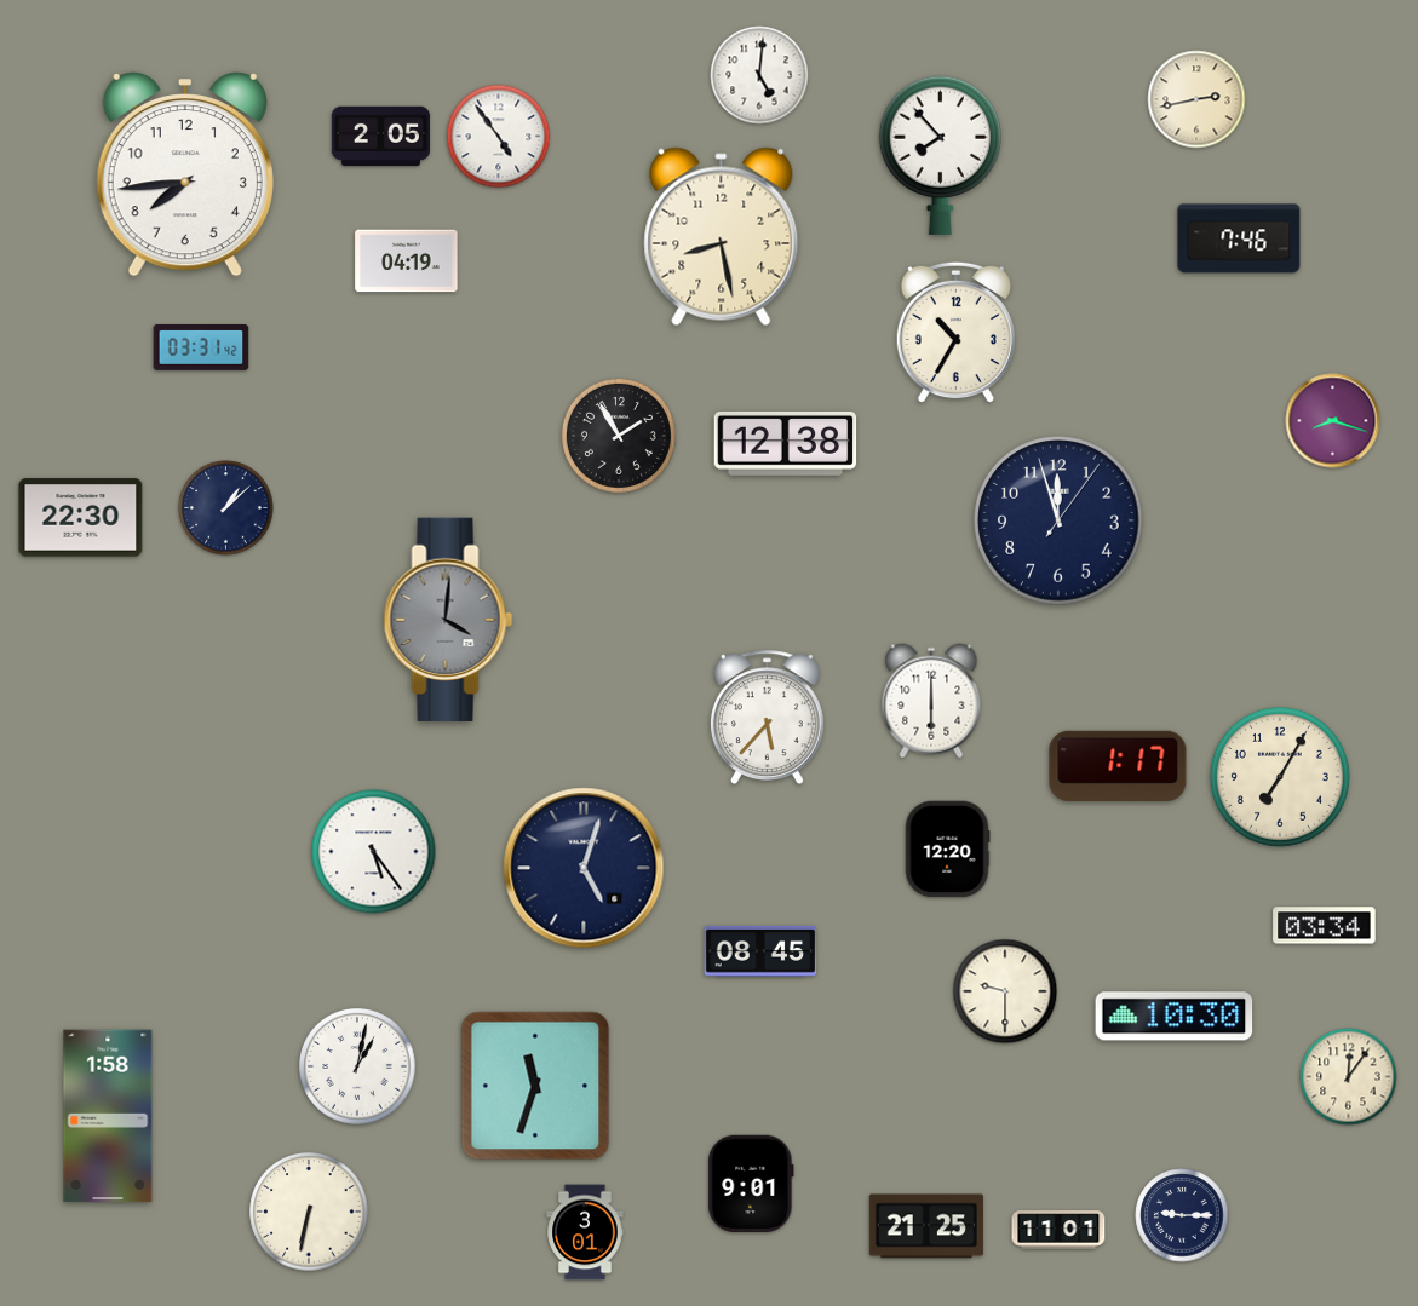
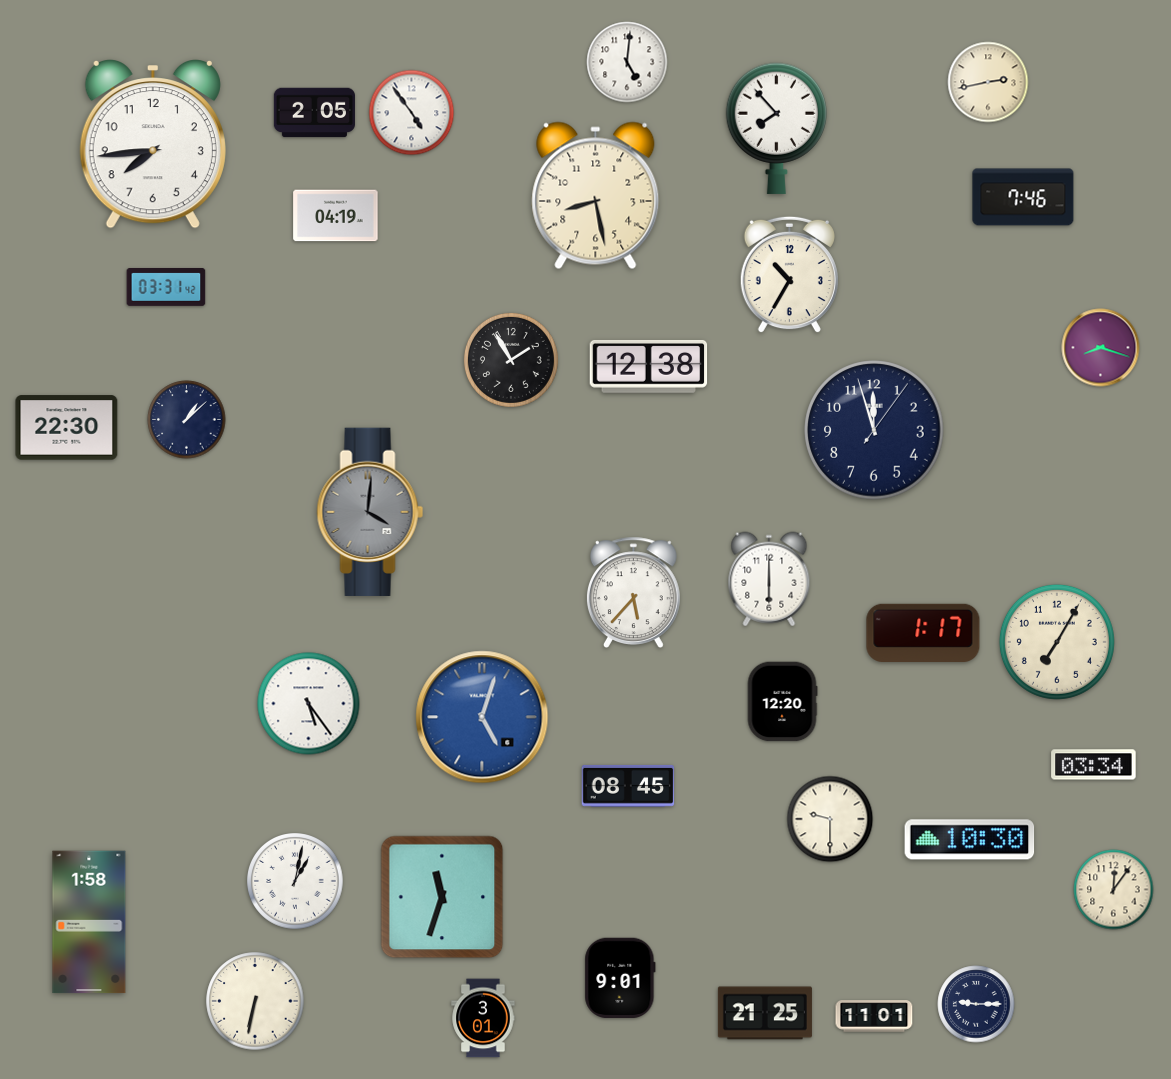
clock at (584, 868) dial: navy -> blue
